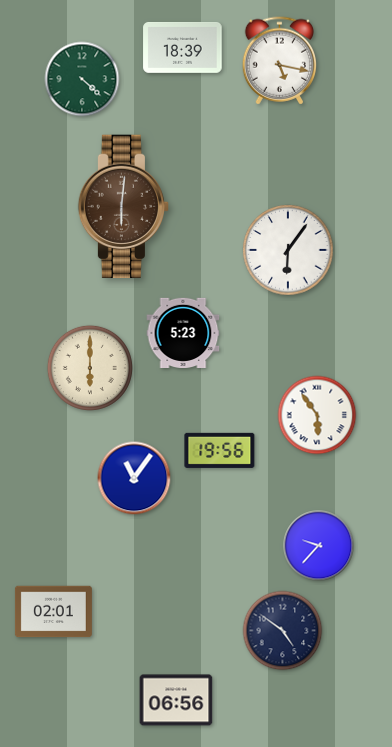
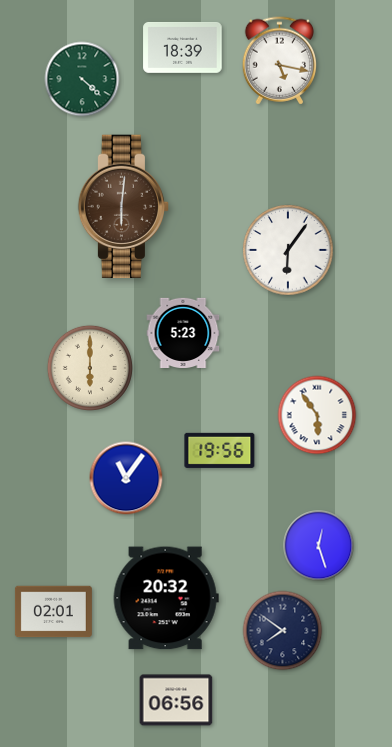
clock at (134, 478) position: (134, 478) -> (126, 478)
clock at (319, 546): 9:37 -> 12:27
clock at (166, 598): none -> 20:32
clock at (283, 631): 4:51 -> 7:51
